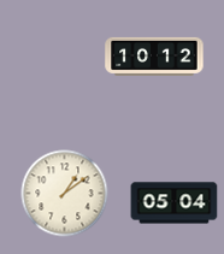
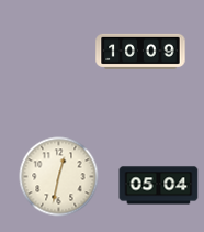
clock at (154, 57): 10:12 -> 10:09
clock at (65, 194): 1:09 -> 12:32
